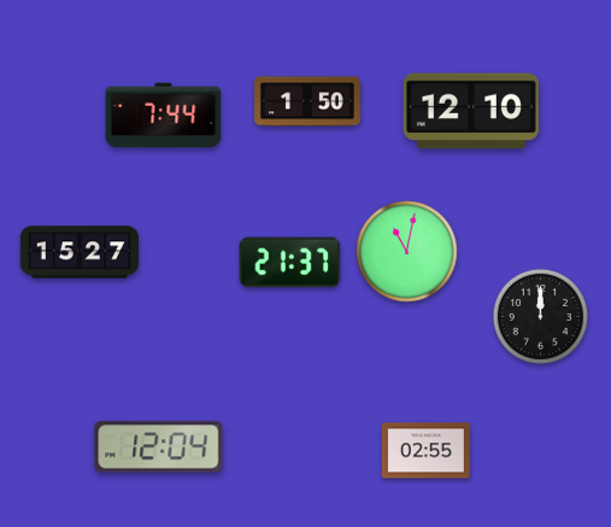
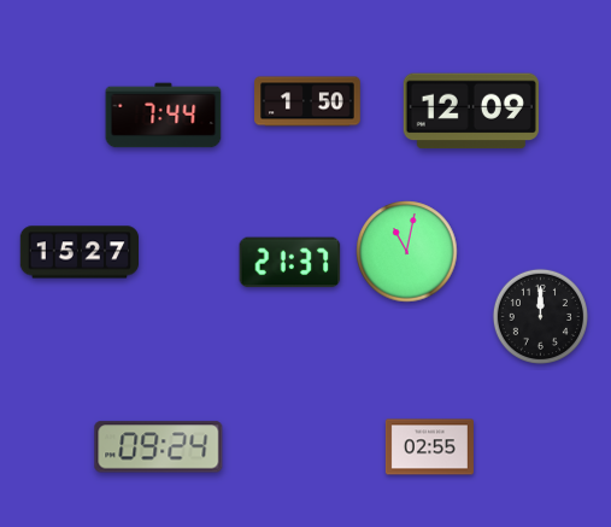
clock at (471, 111): 12:10 -> 12:09
clock at (159, 447): 12:04 -> 09:24
clock at (425, 451) position: (425, 451) -> (429, 447)
